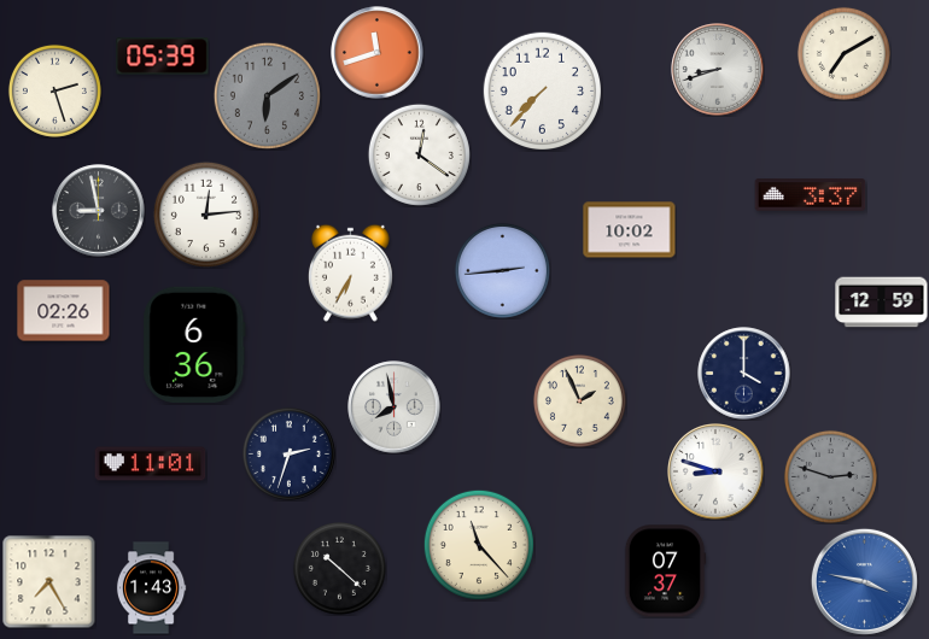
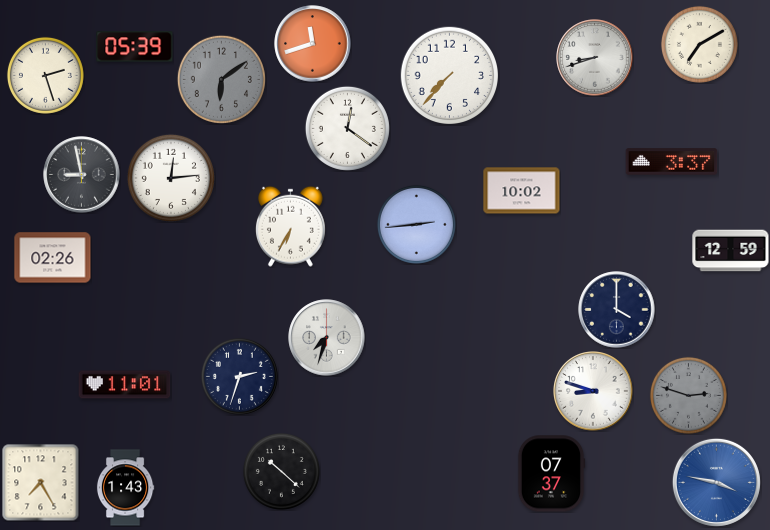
clock at (194, 344): 6:36 -> none
clock at (579, 400): 1:56 -> none
clock at (395, 408): 7:58 -> 7:33
clock at (479, 545): 11:23 -> none
